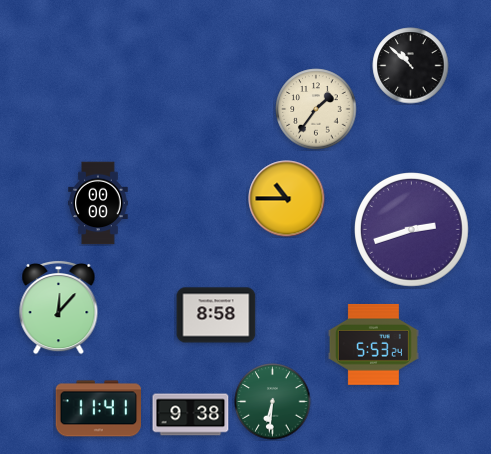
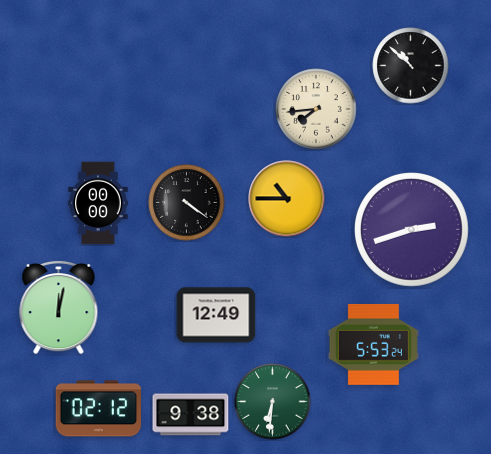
clock at (316, 109): 1:36 -> 7:44
clock at (187, 203): none -> 4:21
clock at (59, 307): 12:07 -> 12:02
clock at (216, 315): 8:58 -> 12:49
clock at (99, 409): 11:41 -> 02:12
